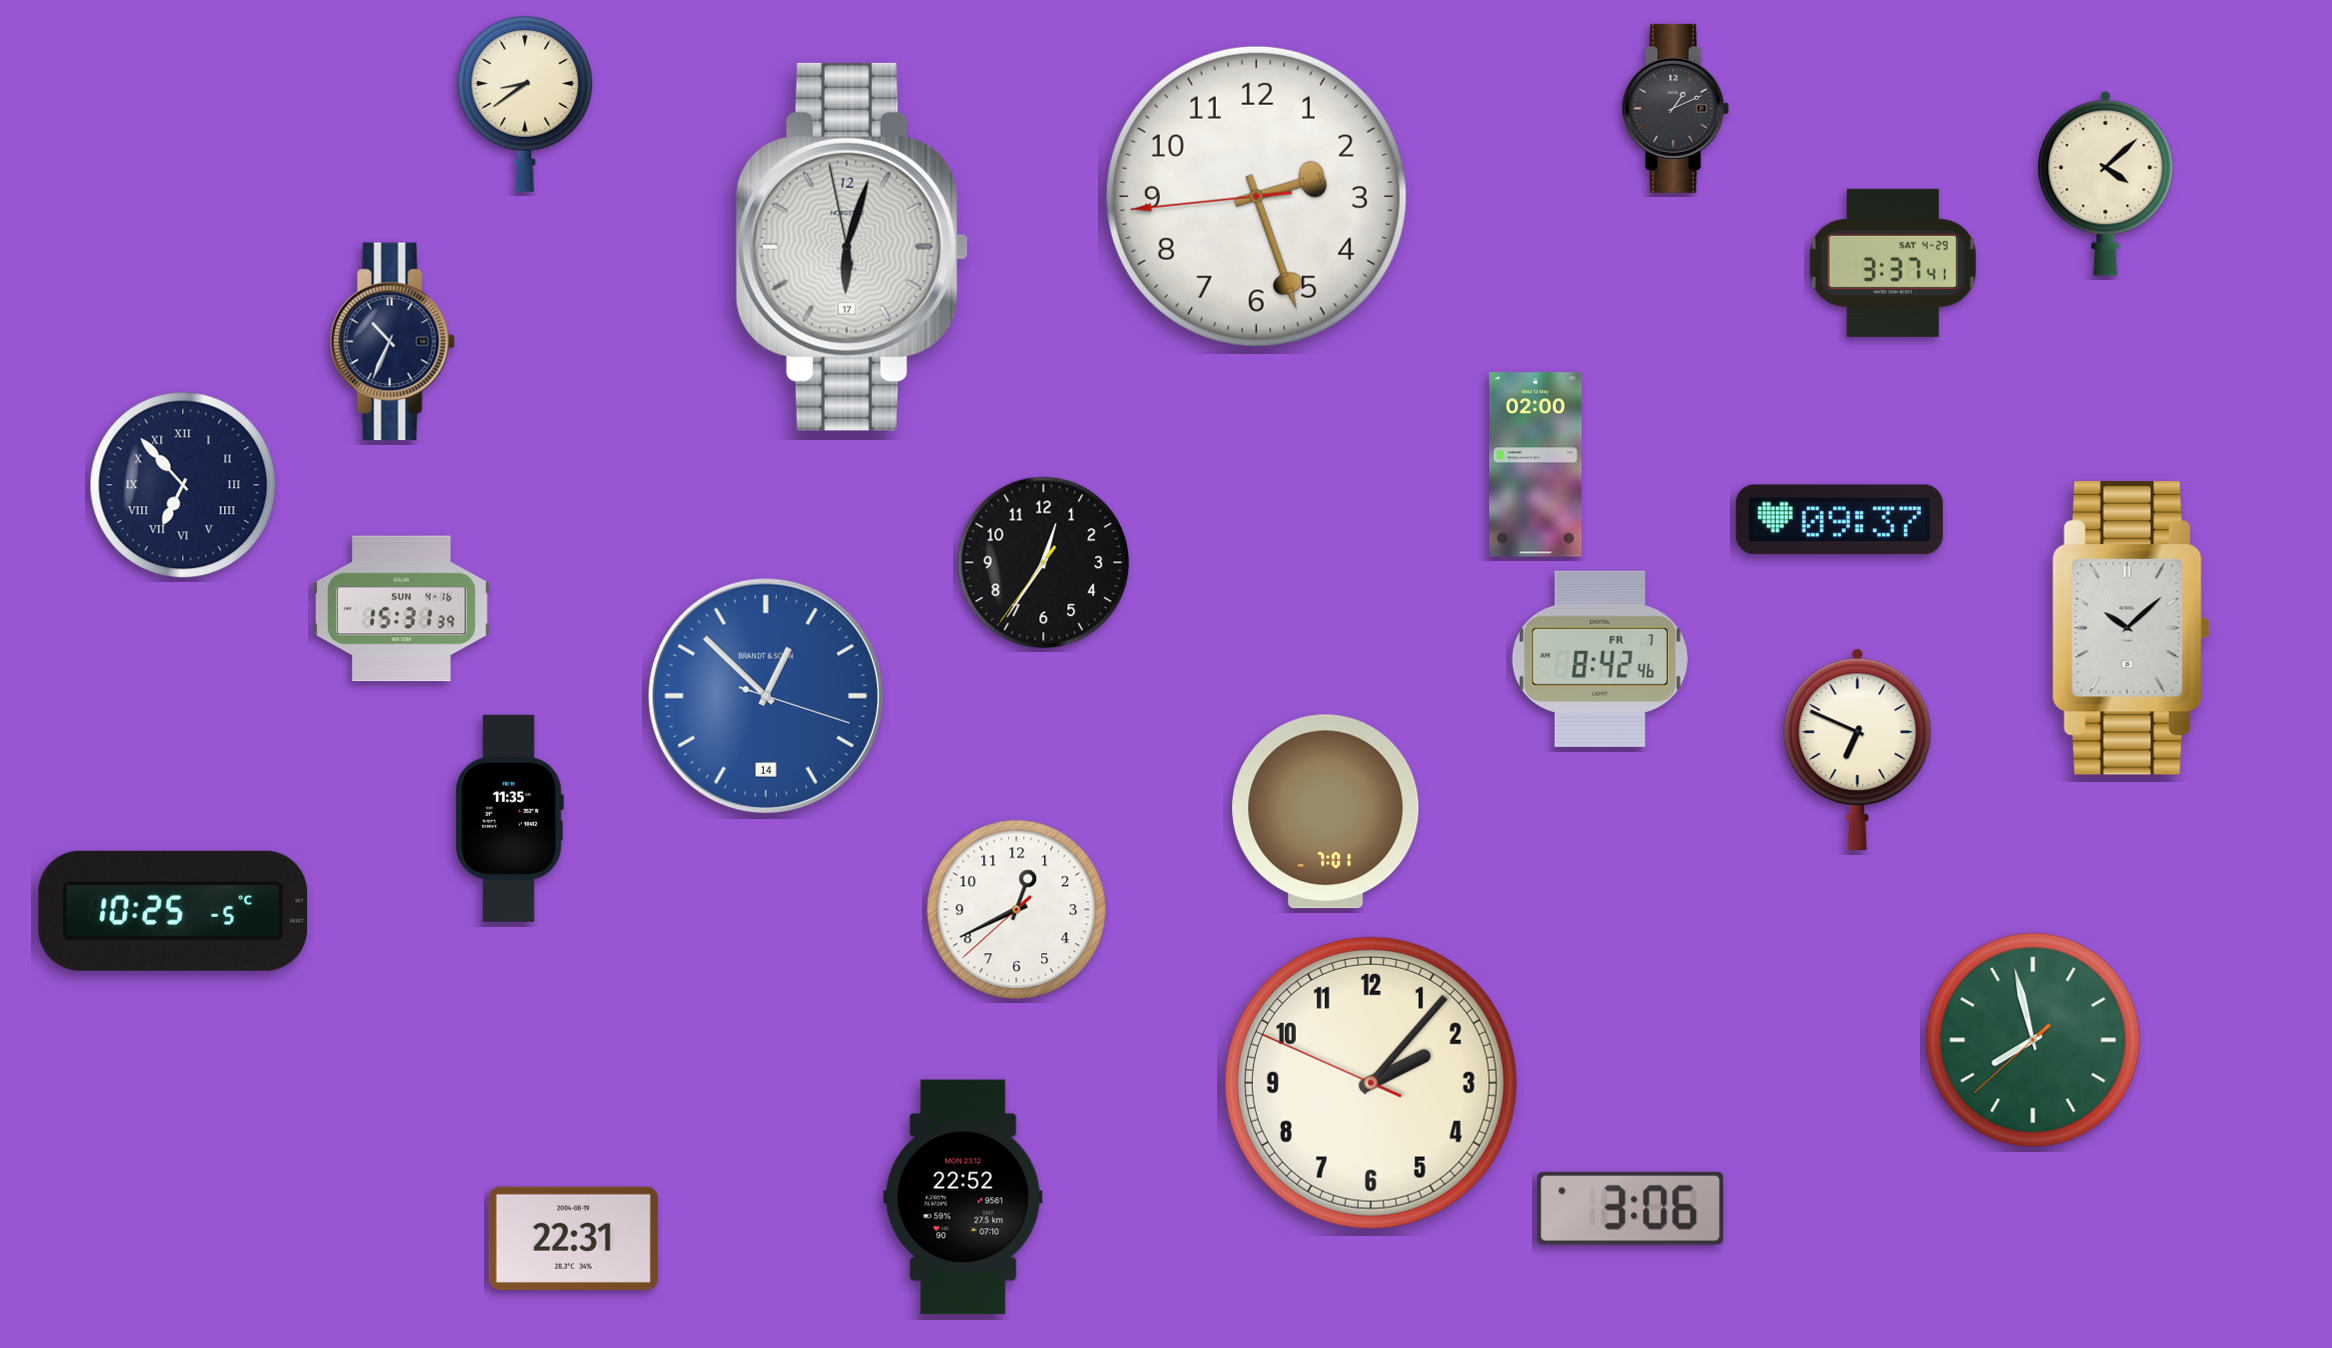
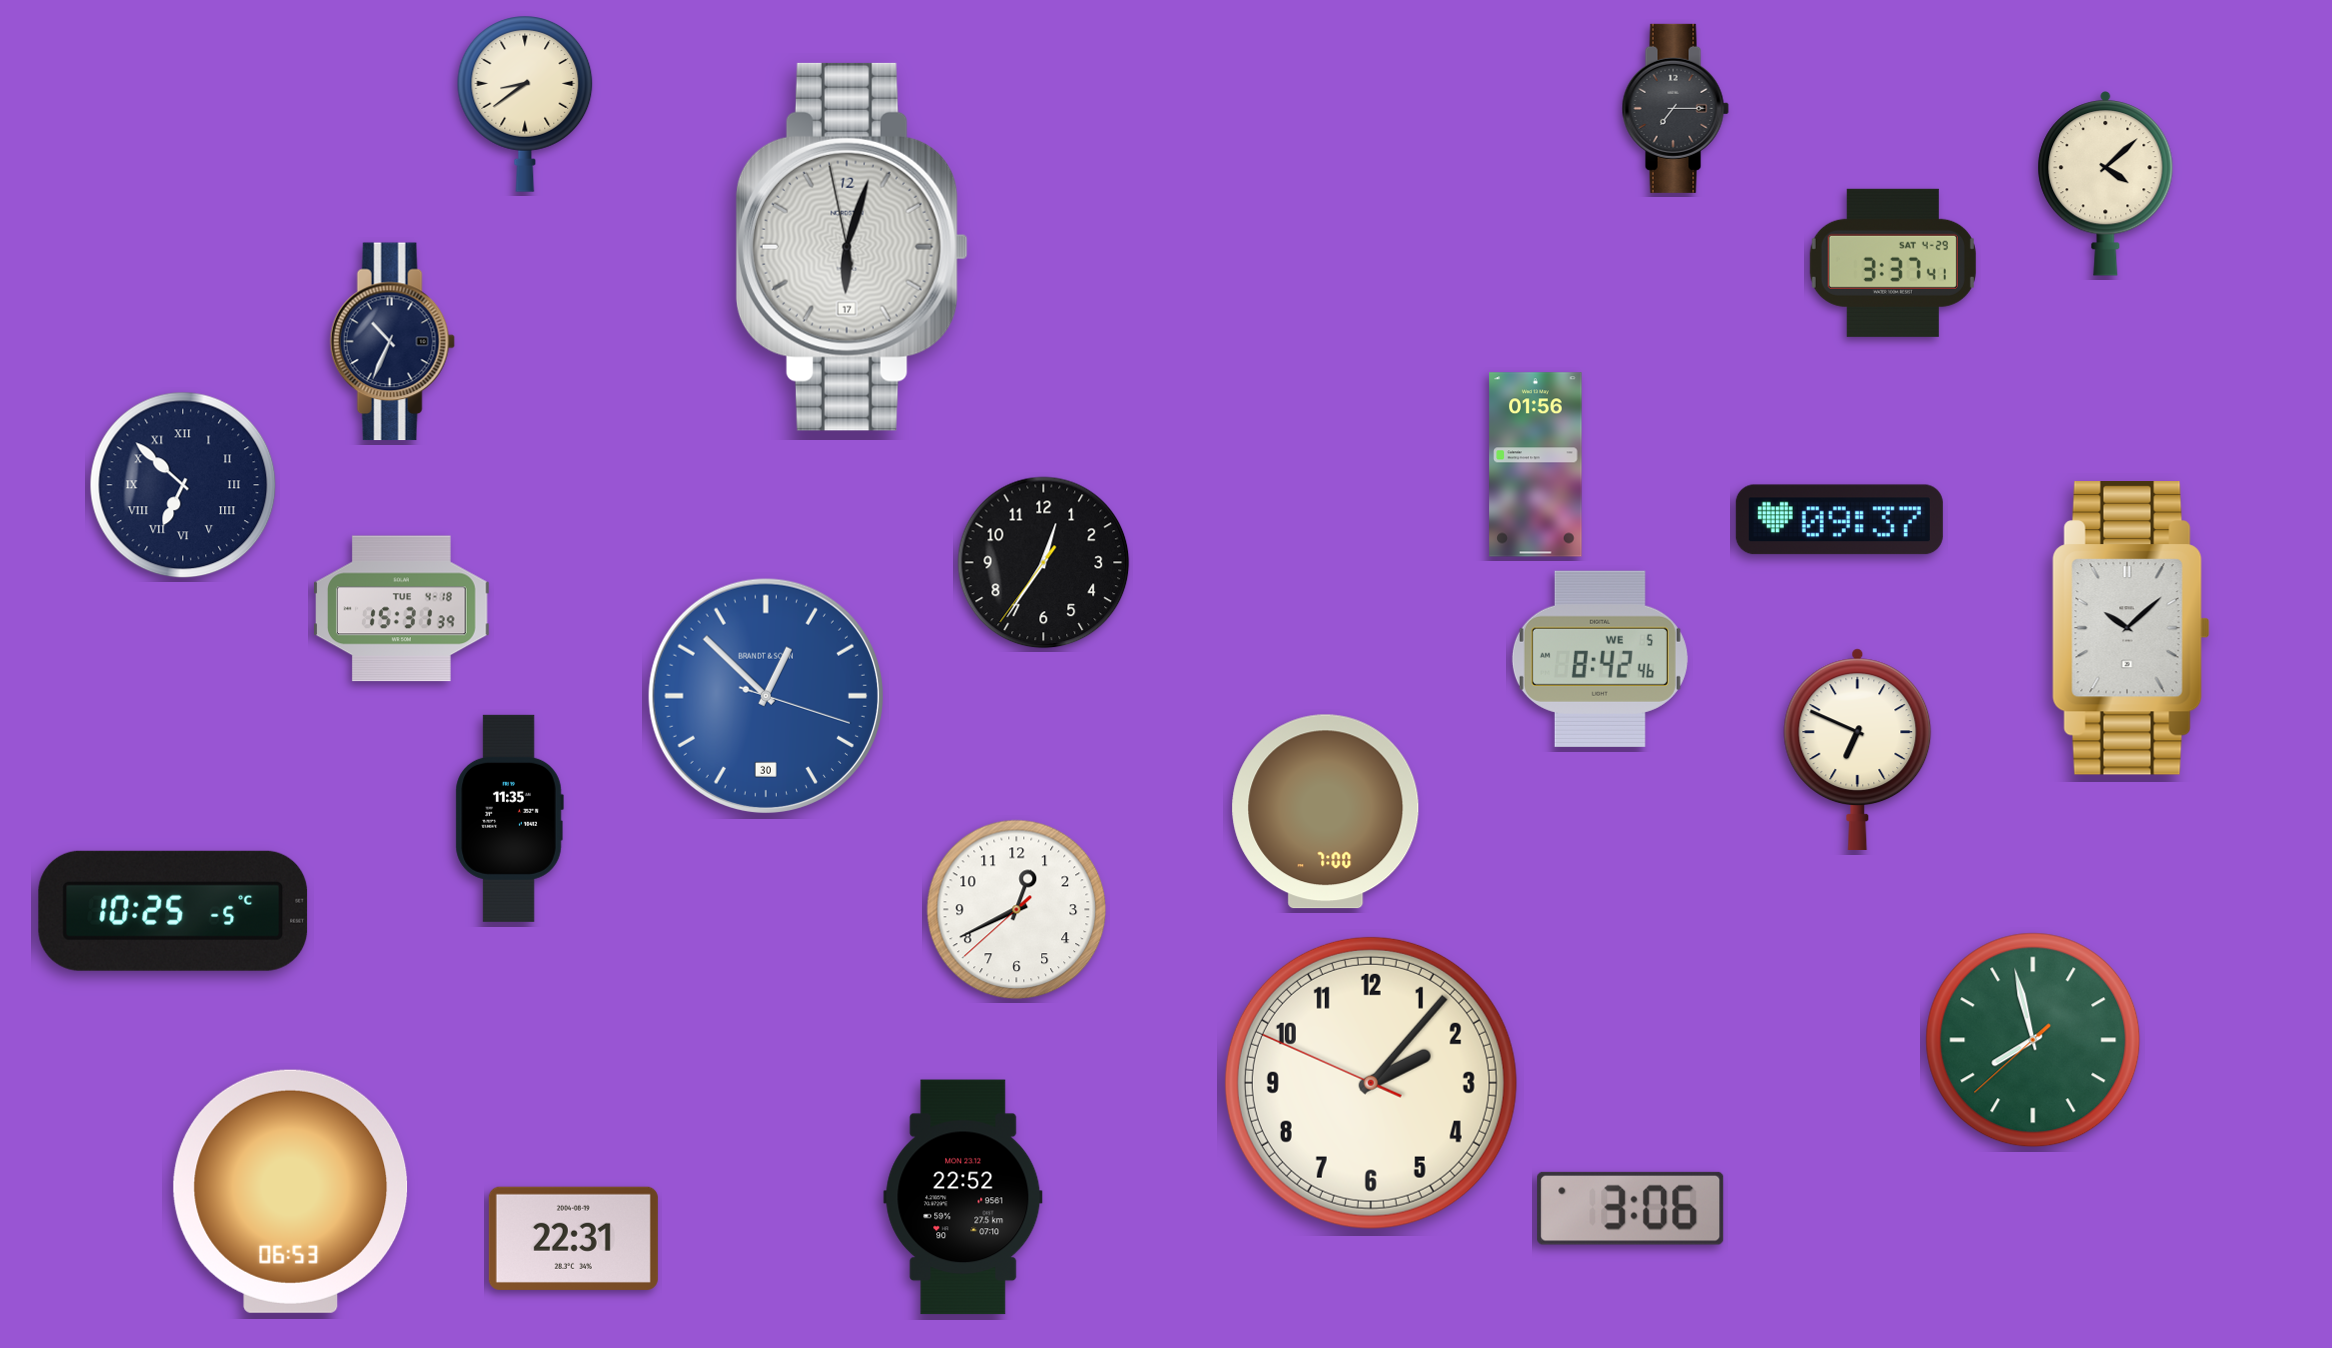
clock at (1675, 108): 1:11 -> 7:15
clock at (1256, 196): 2:26 -> none
clock at (1536, 465): 02:00 -> 01:56
clock at (183, 485): 6:53 -> 6:52
clock at (402, 609) date: SUN 4-16 -> TUE 4-18
clock at (1600, 659) date: FR 7 -> WE 5
clock at (766, 696) date: 14 -> 30
clock at (1326, 812): 7:01 -> 7:00
clock at (291, 1191): none -> 06:53
